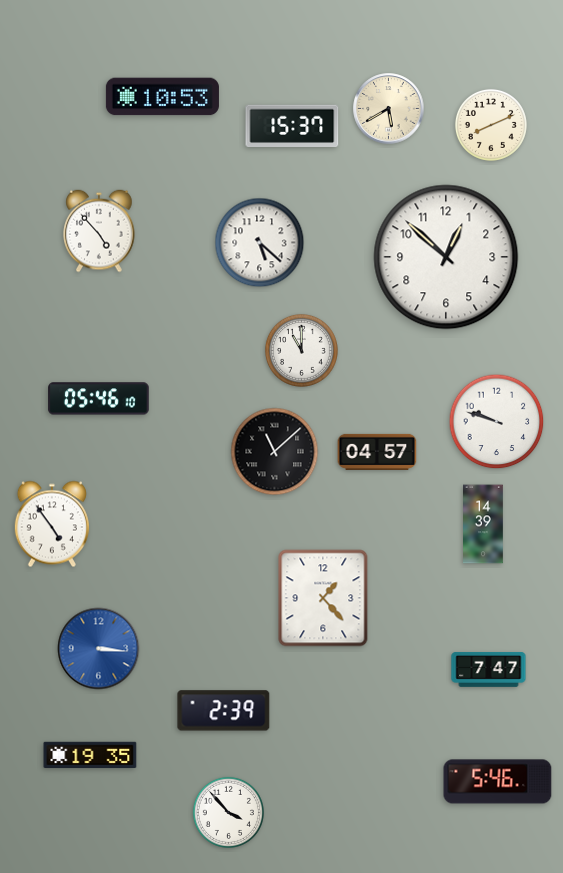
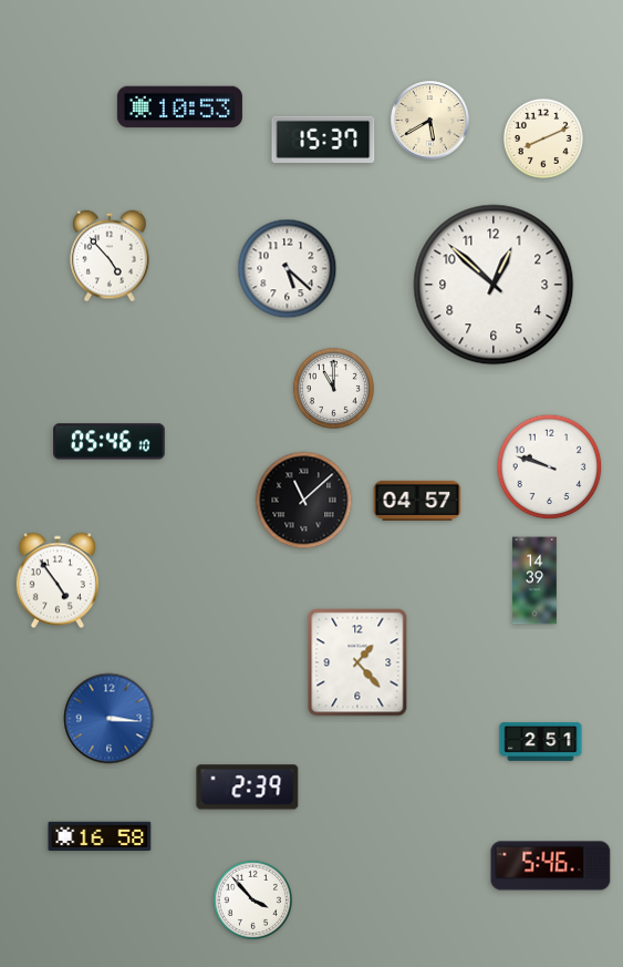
clock at (489, 670): 7:47 -> 2:51
clock at (90, 755): 19:35 -> 16:58
